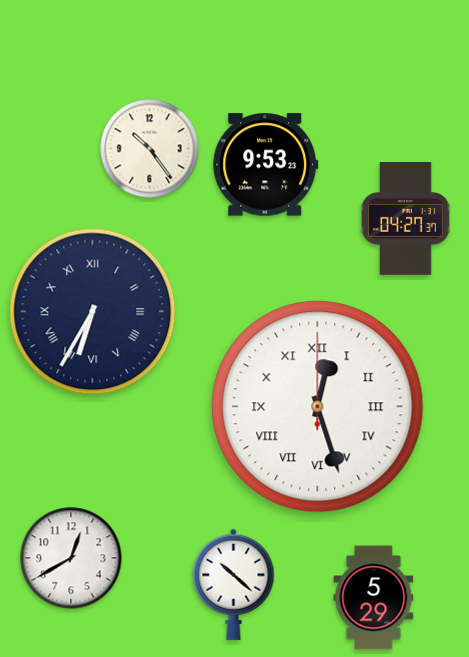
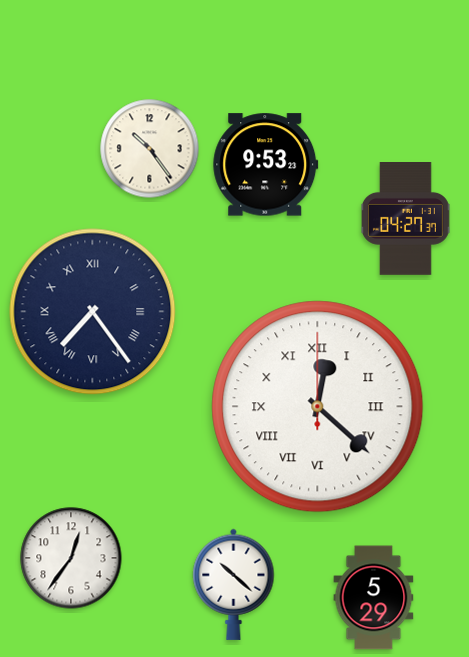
clock at (93, 312): 6:35 -> 7:24
clock at (318, 407): 12:27 -> 12:22
clock at (71, 558): 12:40 -> 12:36
